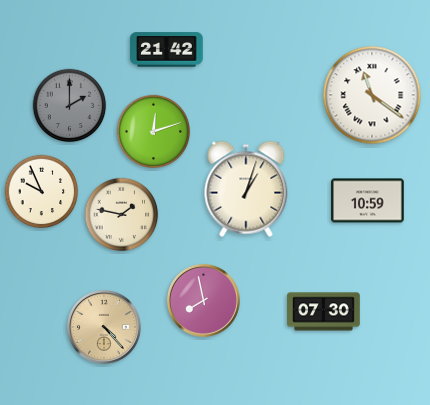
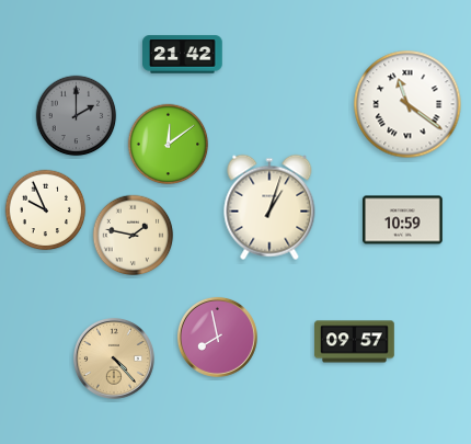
clock at (154, 132): 12:12 -> 12:09
clock at (203, 300) position: (203, 300) -> (217, 337)
clock at (324, 312): 07:30 -> 09:57
